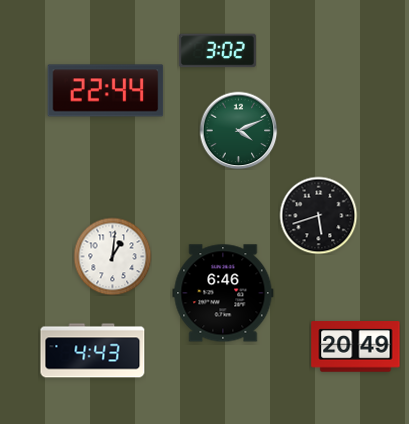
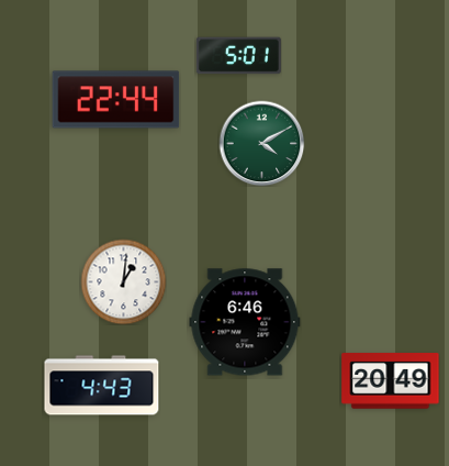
clock at (217, 51): 3:02 -> 5:01
clock at (238, 130): 4:11 -> 4:10
clock at (318, 215): 5:42 -> none
